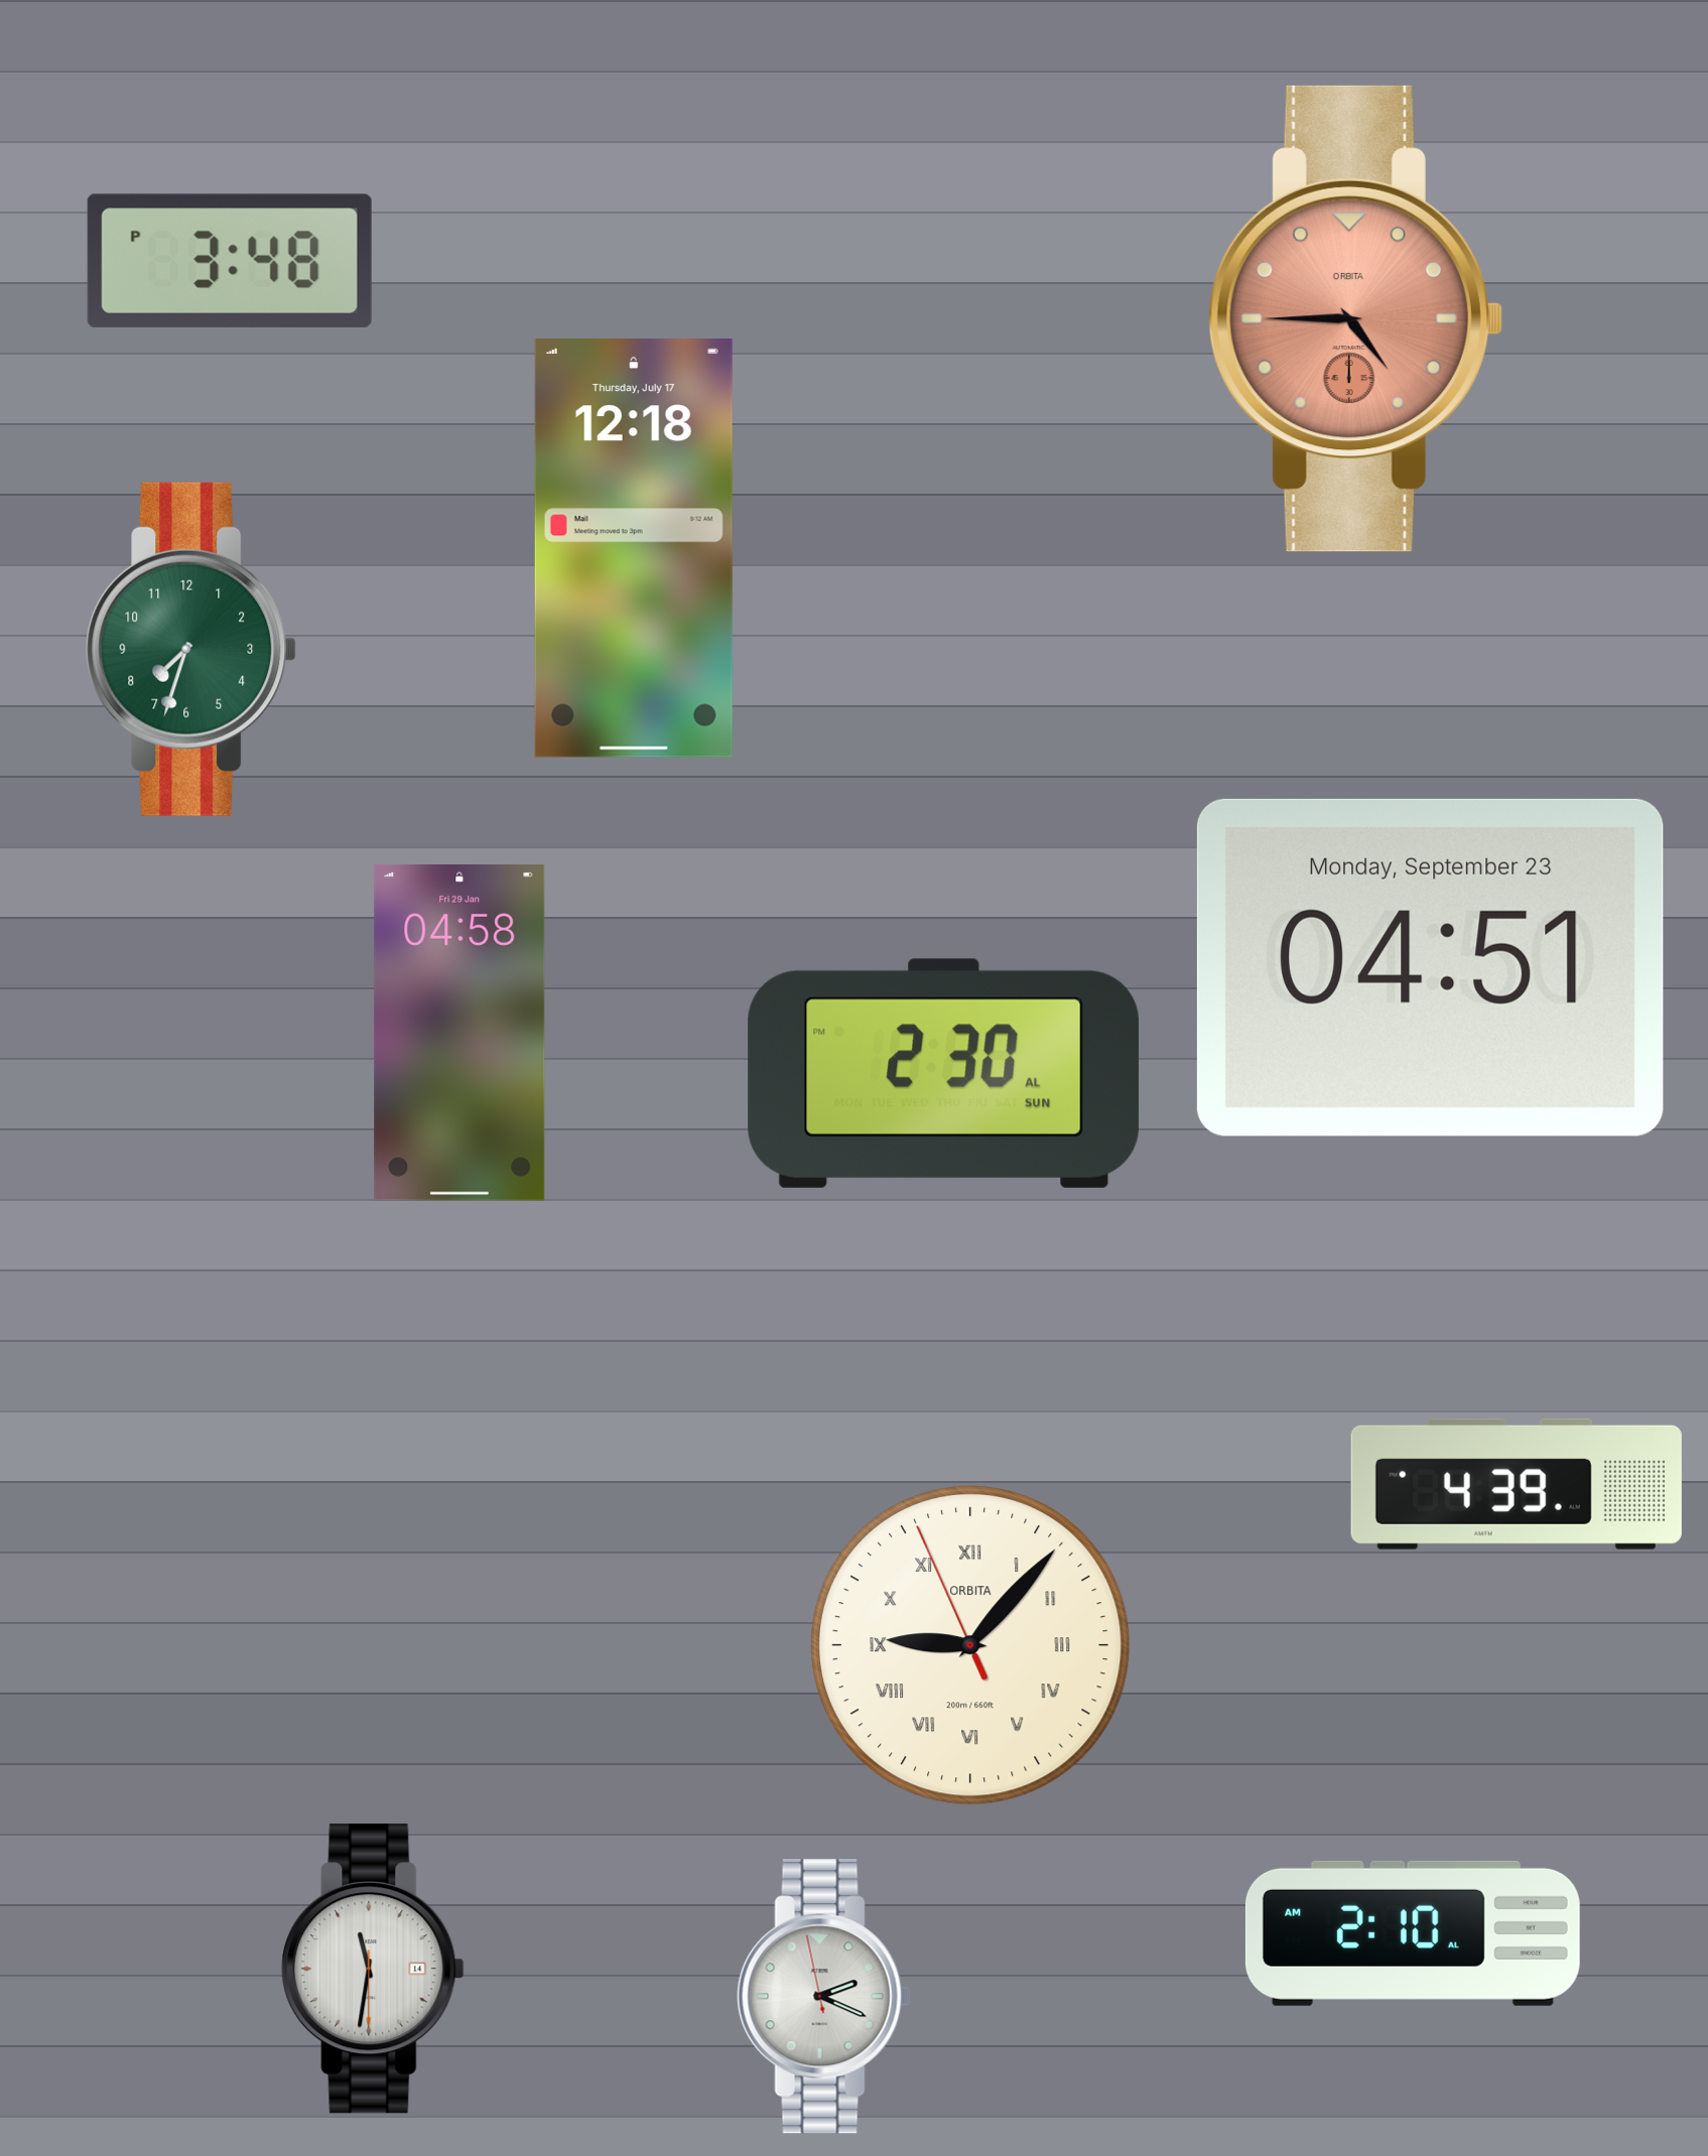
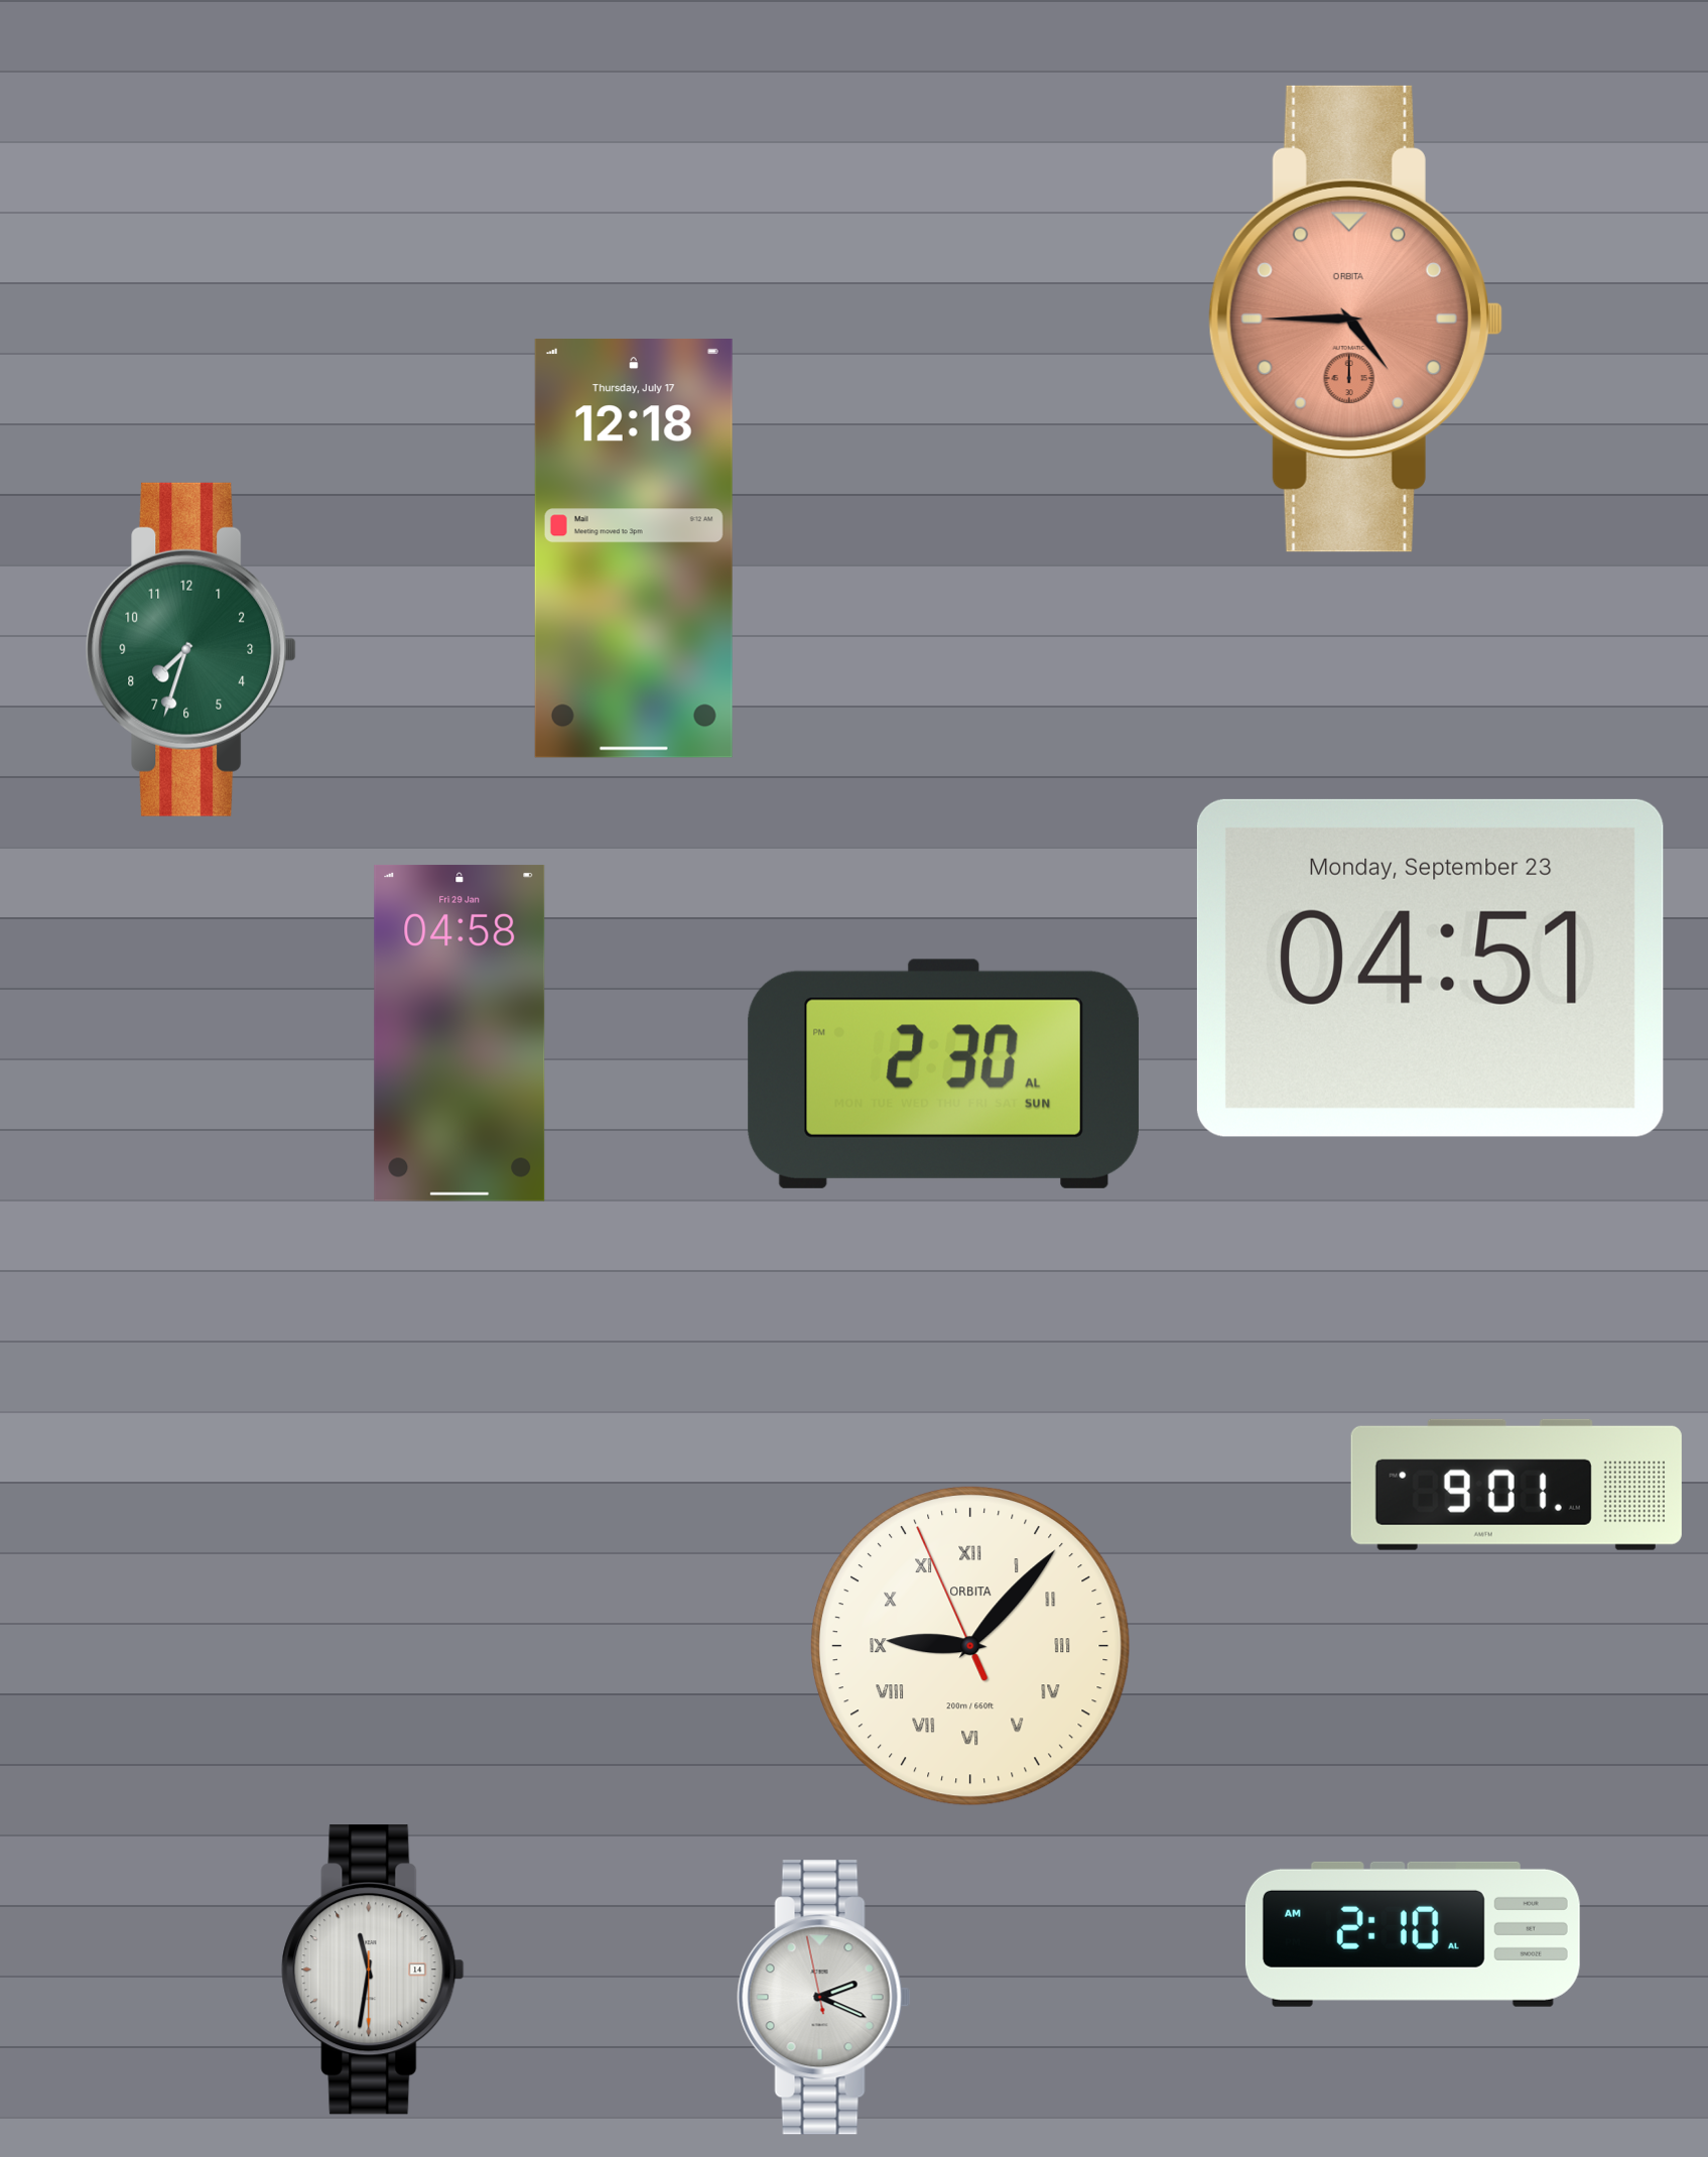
clock at (230, 261): 3:48 -> none
clock at (1517, 1484): 4:39 -> 9:01
